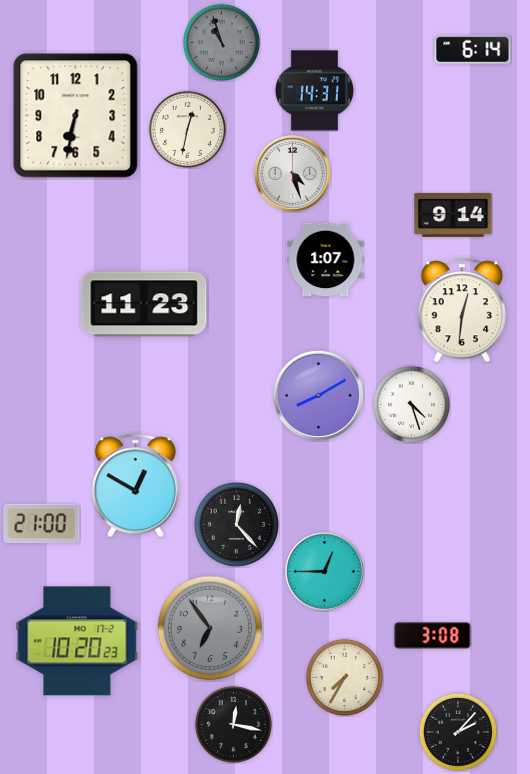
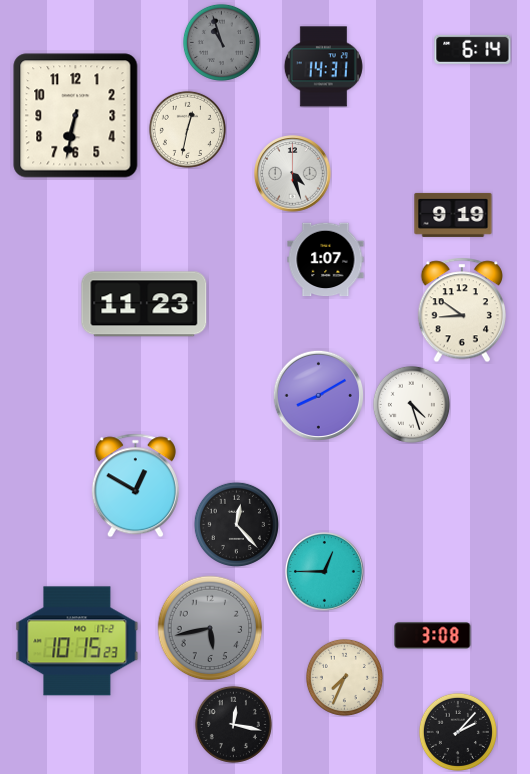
clock at (314, 91) position: (314, 91) -> (323, 67)
clock at (453, 215): 9:14 -> 9:19
clock at (461, 310): 12:31 -> 8:51
clock at (42, 524): 21:00 -> none
clock at (210, 628): 6:54 -> 5:43
clock at (77, 641): 10:20 -> 10:15
clock at (344, 677): 7:35 -> 7:34
